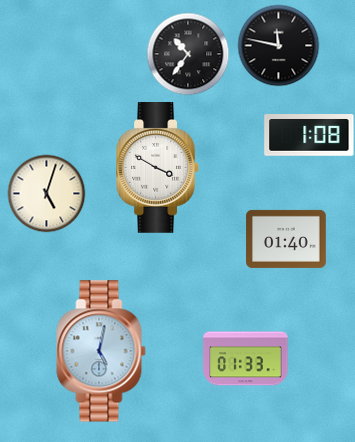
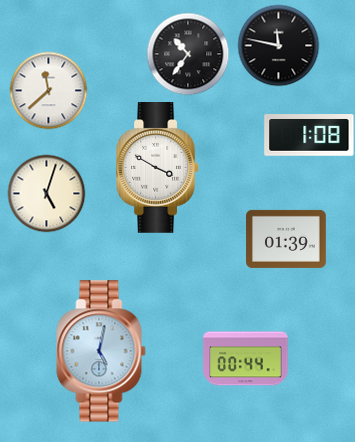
clock at (48, 90): none -> 11:38
clock at (286, 239): 01:40 -> 01:39
clock at (246, 359): 01:33 -> 00:44
